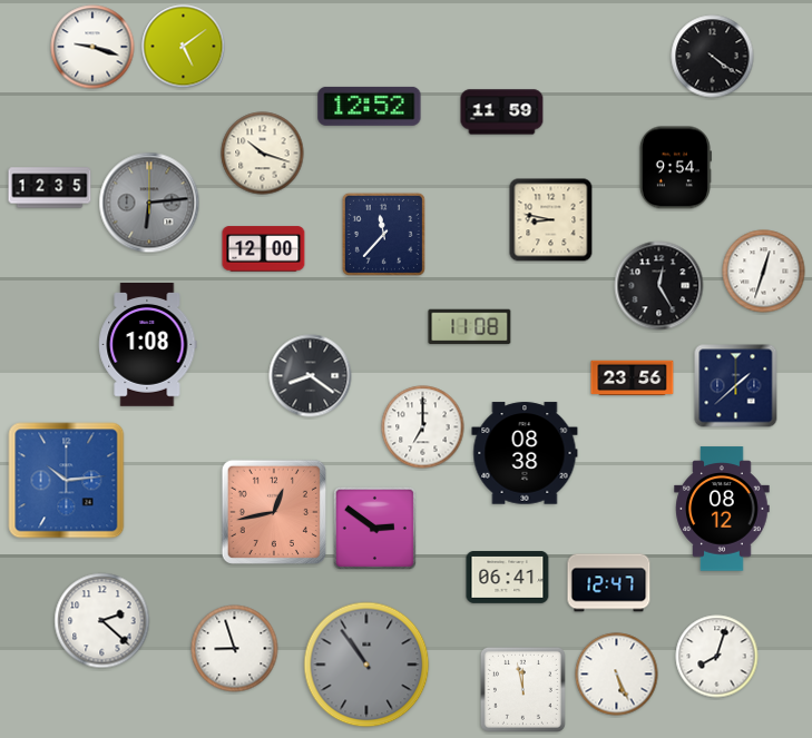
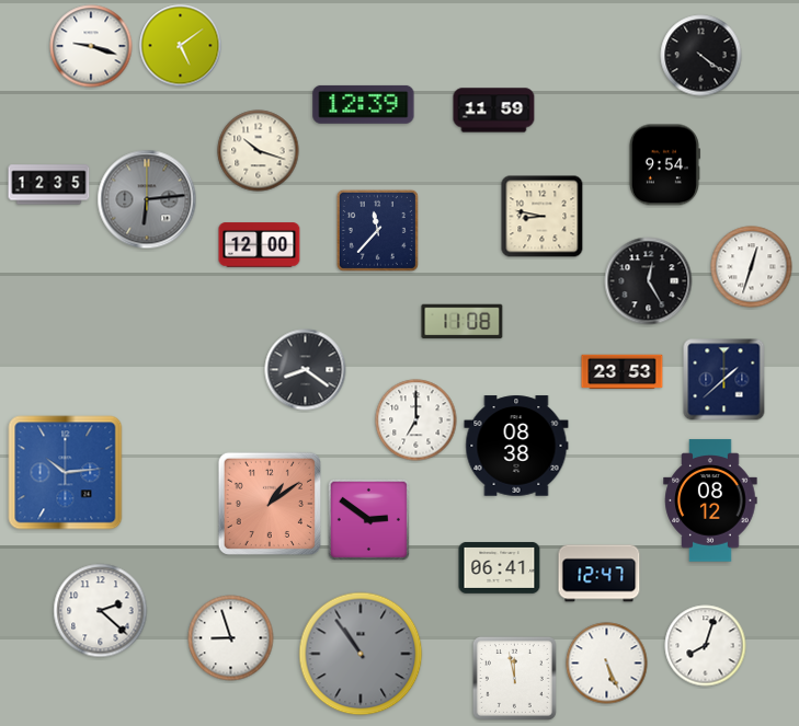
clock at (370, 106): 12:52 -> 12:39
clock at (148, 345): 1:08 -> none
clock at (633, 378): 23:56 -> 23:53
clock at (274, 512): 12:43 -> 1:09
